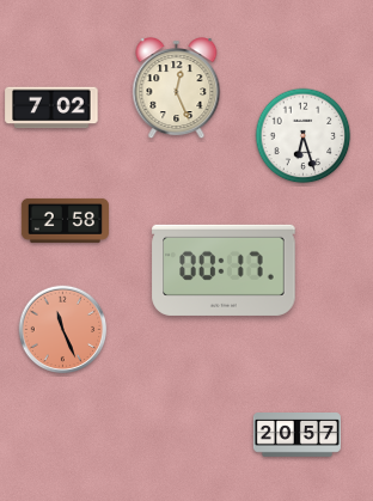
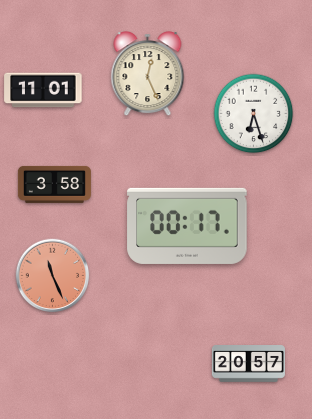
clock at (51, 108): 7:02 -> 11:01
clock at (65, 220): 2:58 -> 3:58
